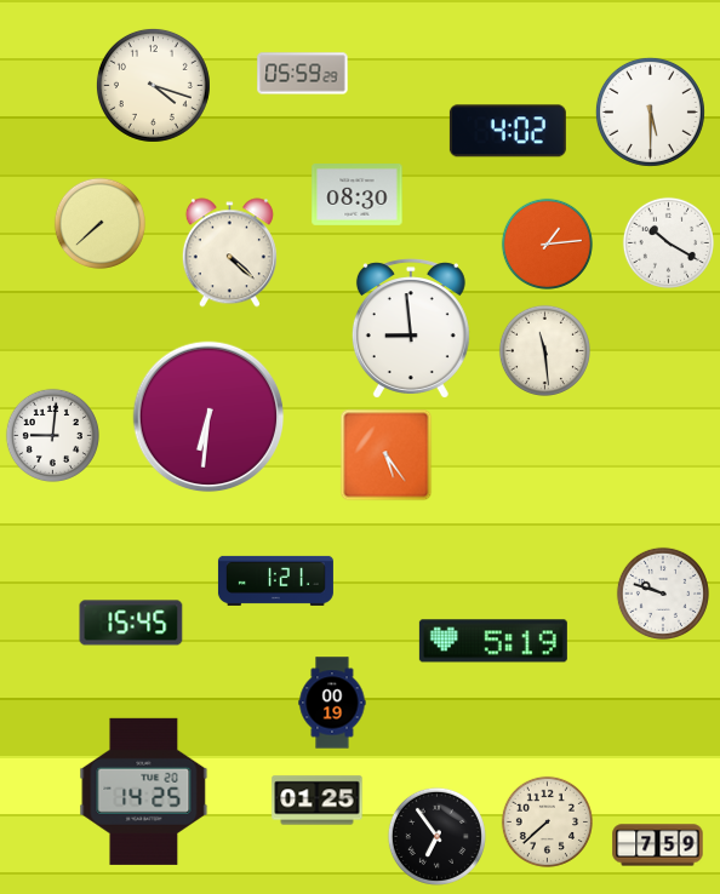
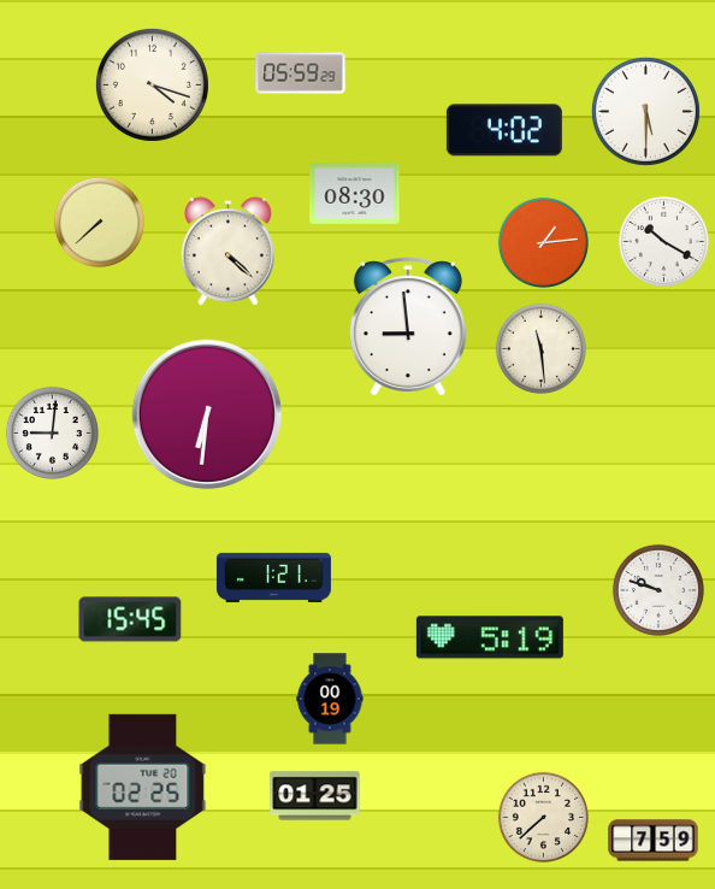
clock at (387, 455): 5:24 -> none
clock at (144, 791): 14:25 -> 02:25
clock at (436, 836): 6:54 -> none
